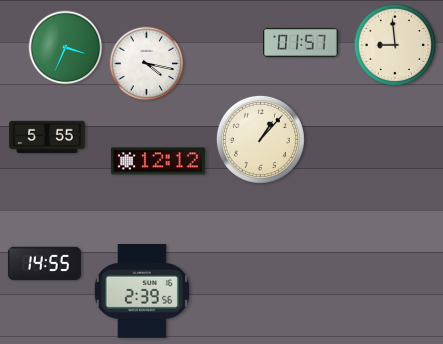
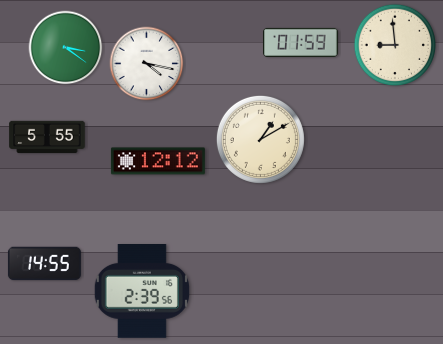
clock at (301, 42): 01:57 -> 01:59
clock at (66, 48): 3:34 -> 3:21
clock at (260, 139): 1:07 -> 1:10
